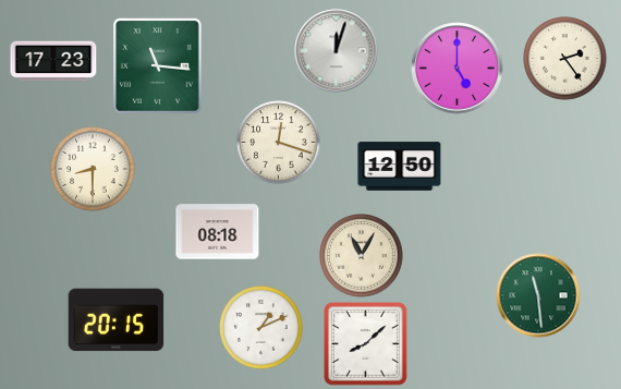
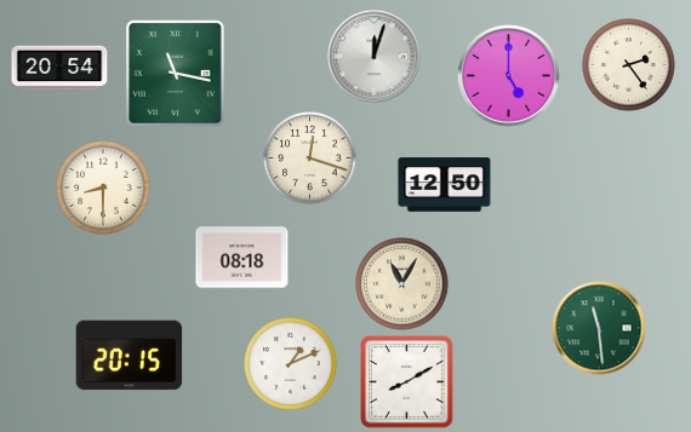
clock at (53, 61): 17:23 -> 20:54
clock at (158, 66): 11:16 -> 11:17
clock at (366, 344): 8:08 -> 8:10
